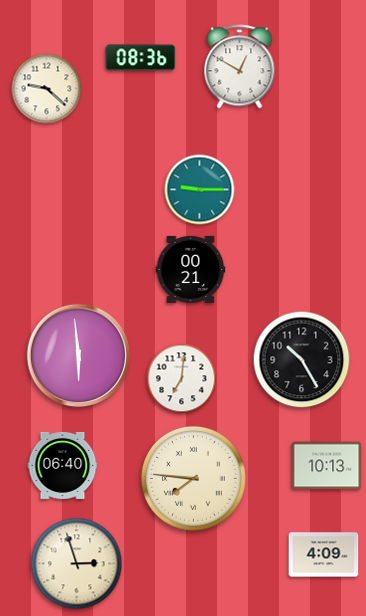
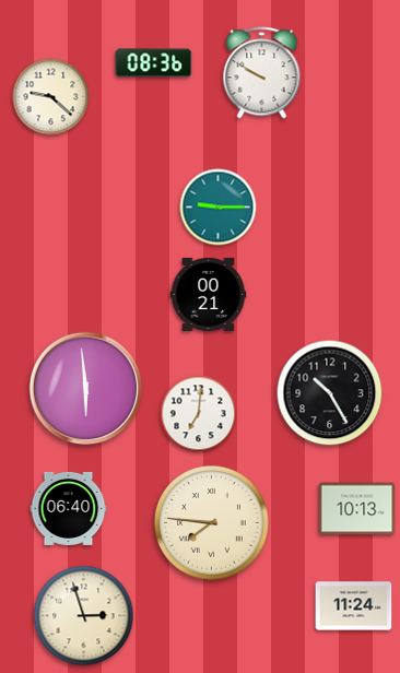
clock at (240, 67): 12:50 -> 9:50
clock at (324, 555): 4:09 -> 11:24
